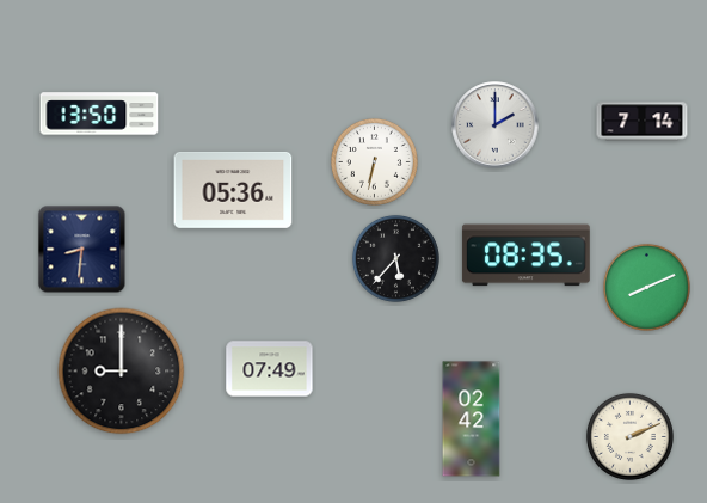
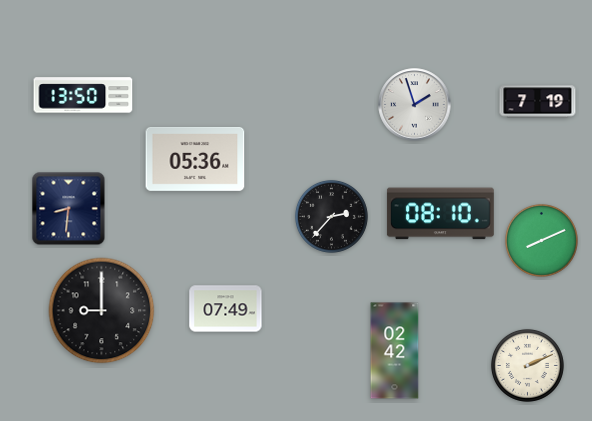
clock at (643, 122): 7:14 -> 7:19
clock at (496, 125): 2:00 -> 1:57
clock at (374, 161): 6:32 -> none
clock at (525, 256): 08:35 -> 08:10
clock at (395, 258): 5:37 -> 2:37
